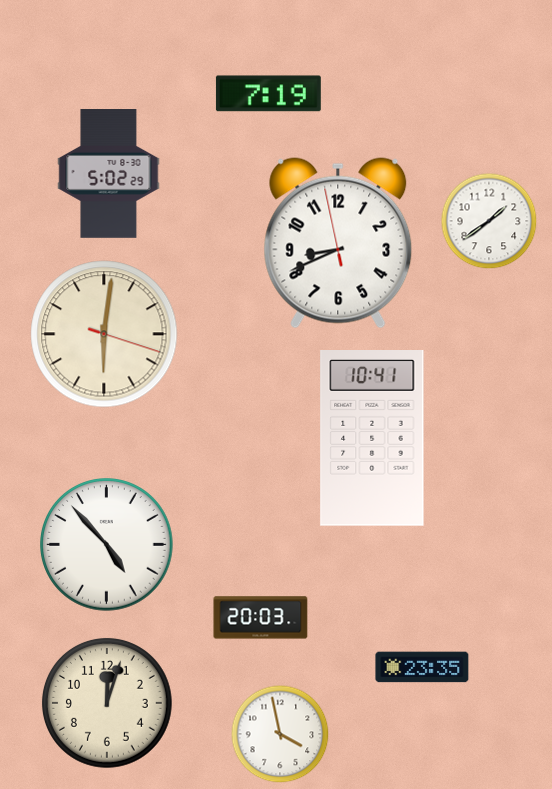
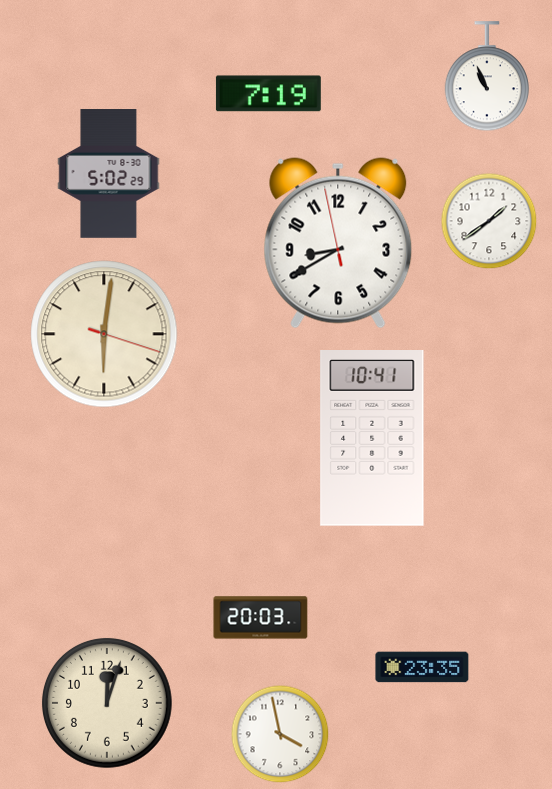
clock at (486, 77): none -> 10:56
clock at (338, 243): 8:40 -> 8:39
clock at (107, 545): 4:53 -> none
